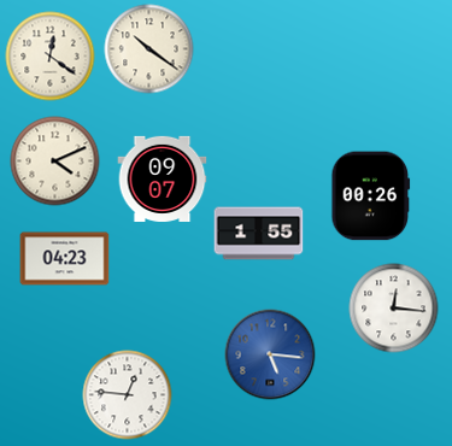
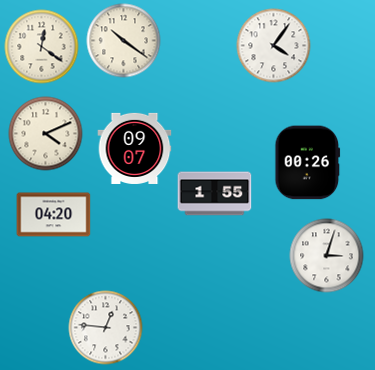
clock at (274, 46): none -> 4:06
clock at (65, 259): 04:23 -> 04:20
clock at (394, 309): 12:16 -> 3:03
clock at (270, 354): 5:16 -> none
